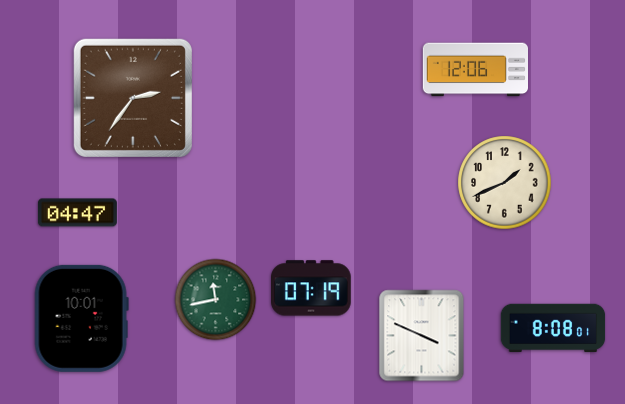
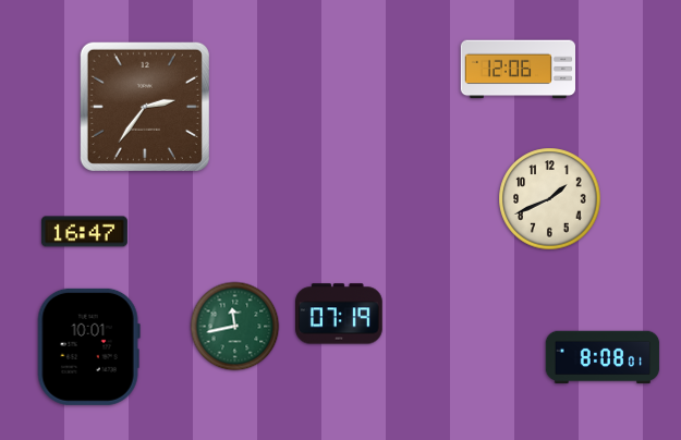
clock at (475, 70) position: (475, 70) -> (518, 70)
clock at (77, 213): 04:47 -> 16:47
clock at (422, 336): 3:49 -> none
